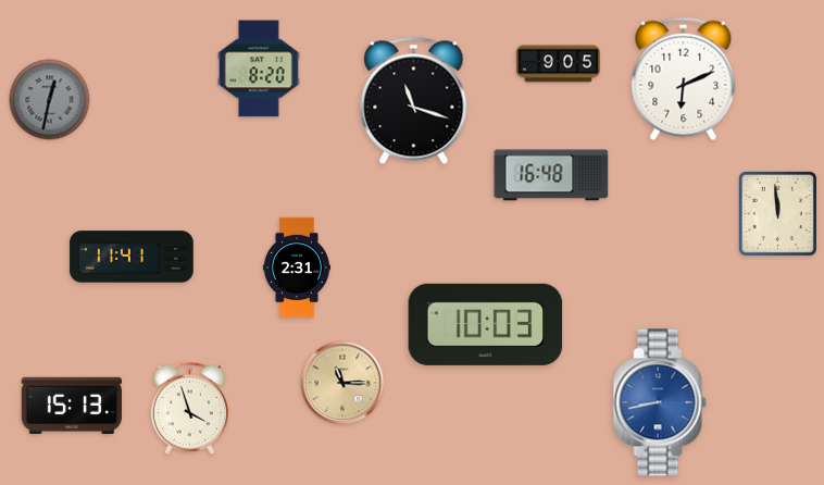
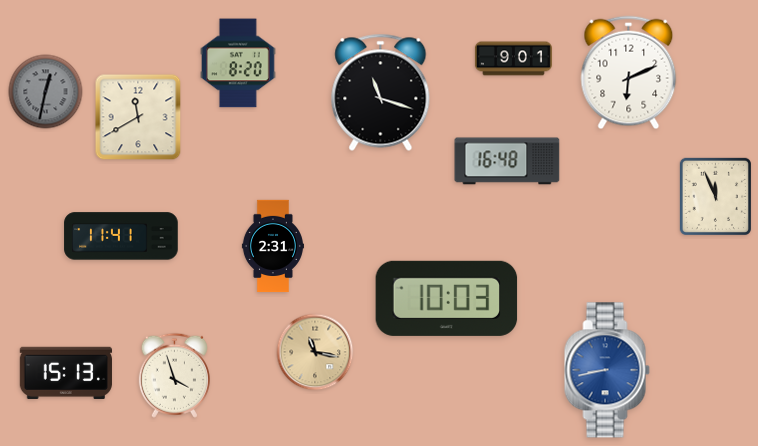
clock at (558, 64): 9:05 -> 9:01
clock at (138, 117): none -> 11:40
clock at (777, 213): 11:59 -> 11:56
clock at (342, 383): 11:15 -> 11:17
